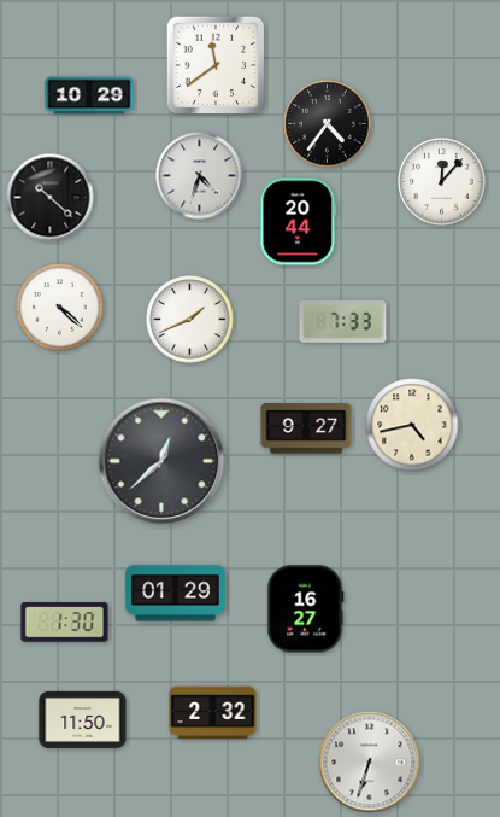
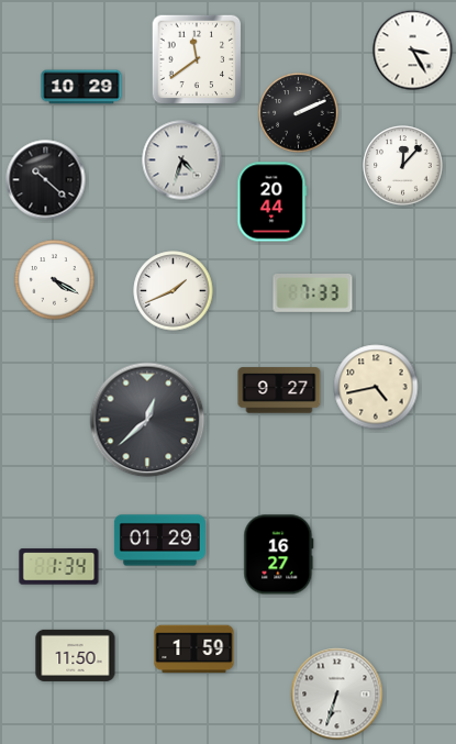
clock at (413, 51): none -> 3:25
clock at (328, 124): 4:36 -> 2:11
clock at (60, 308): 4:22 -> 4:20
clock at (65, 623): 1:30 -> 1:34
clock at (213, 713): 2:32 -> 1:59
